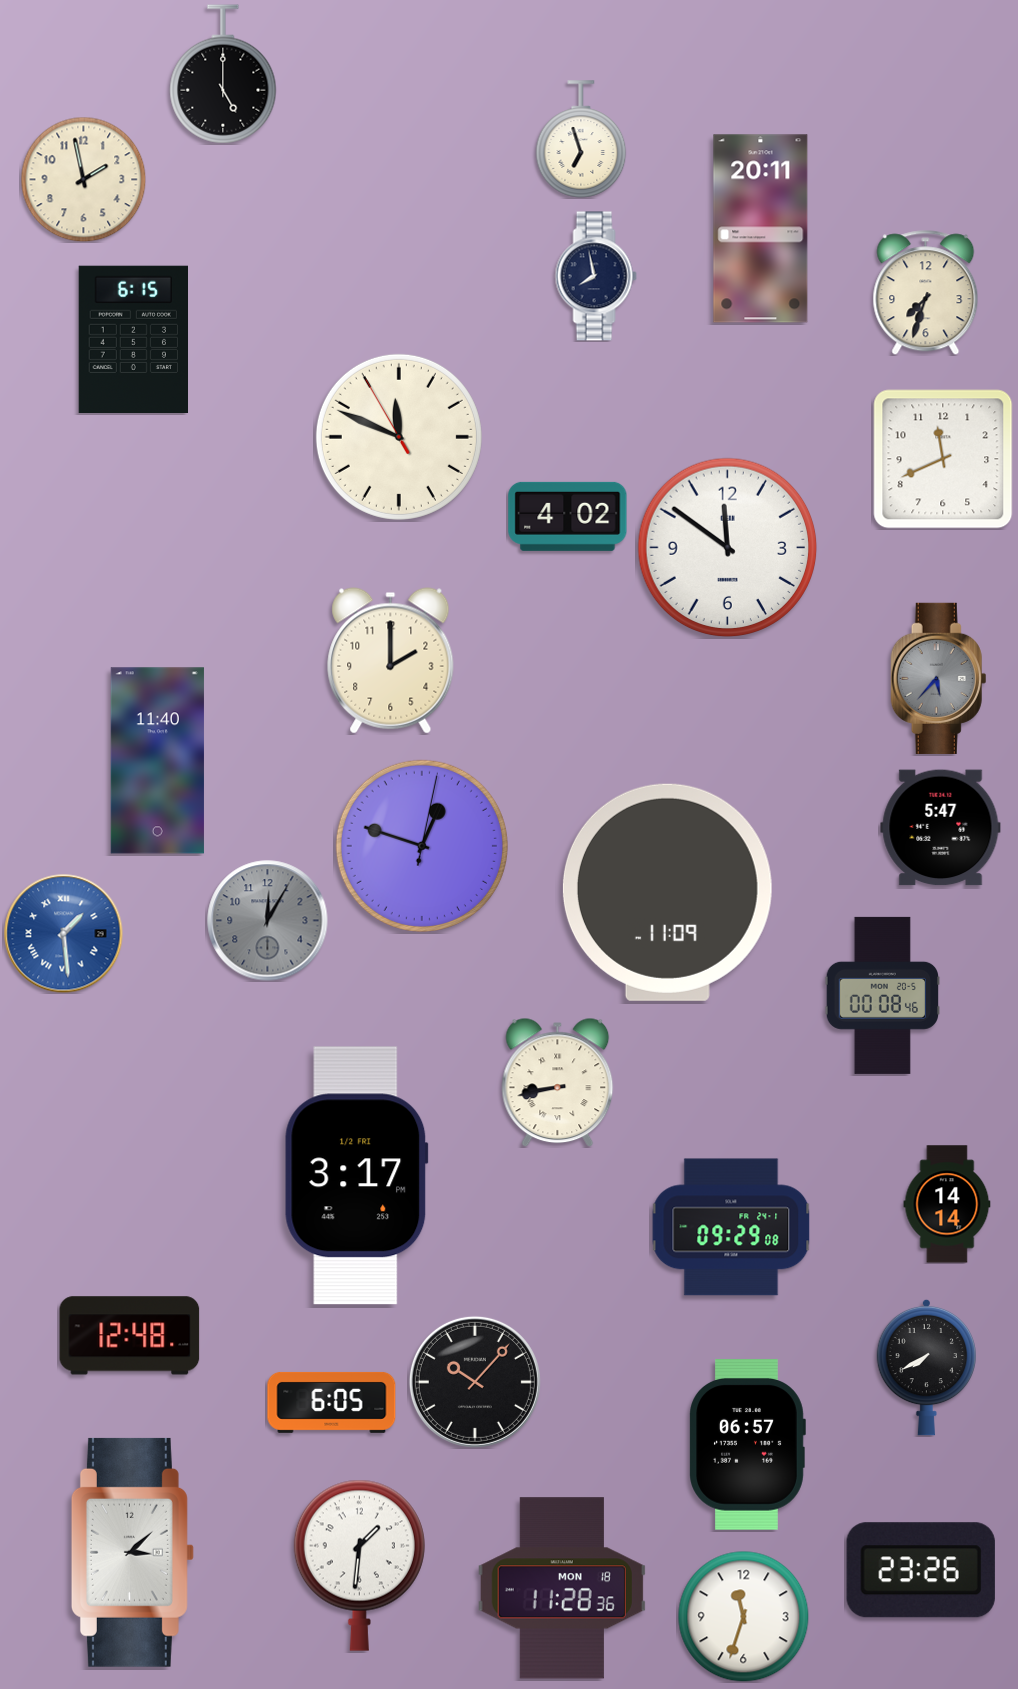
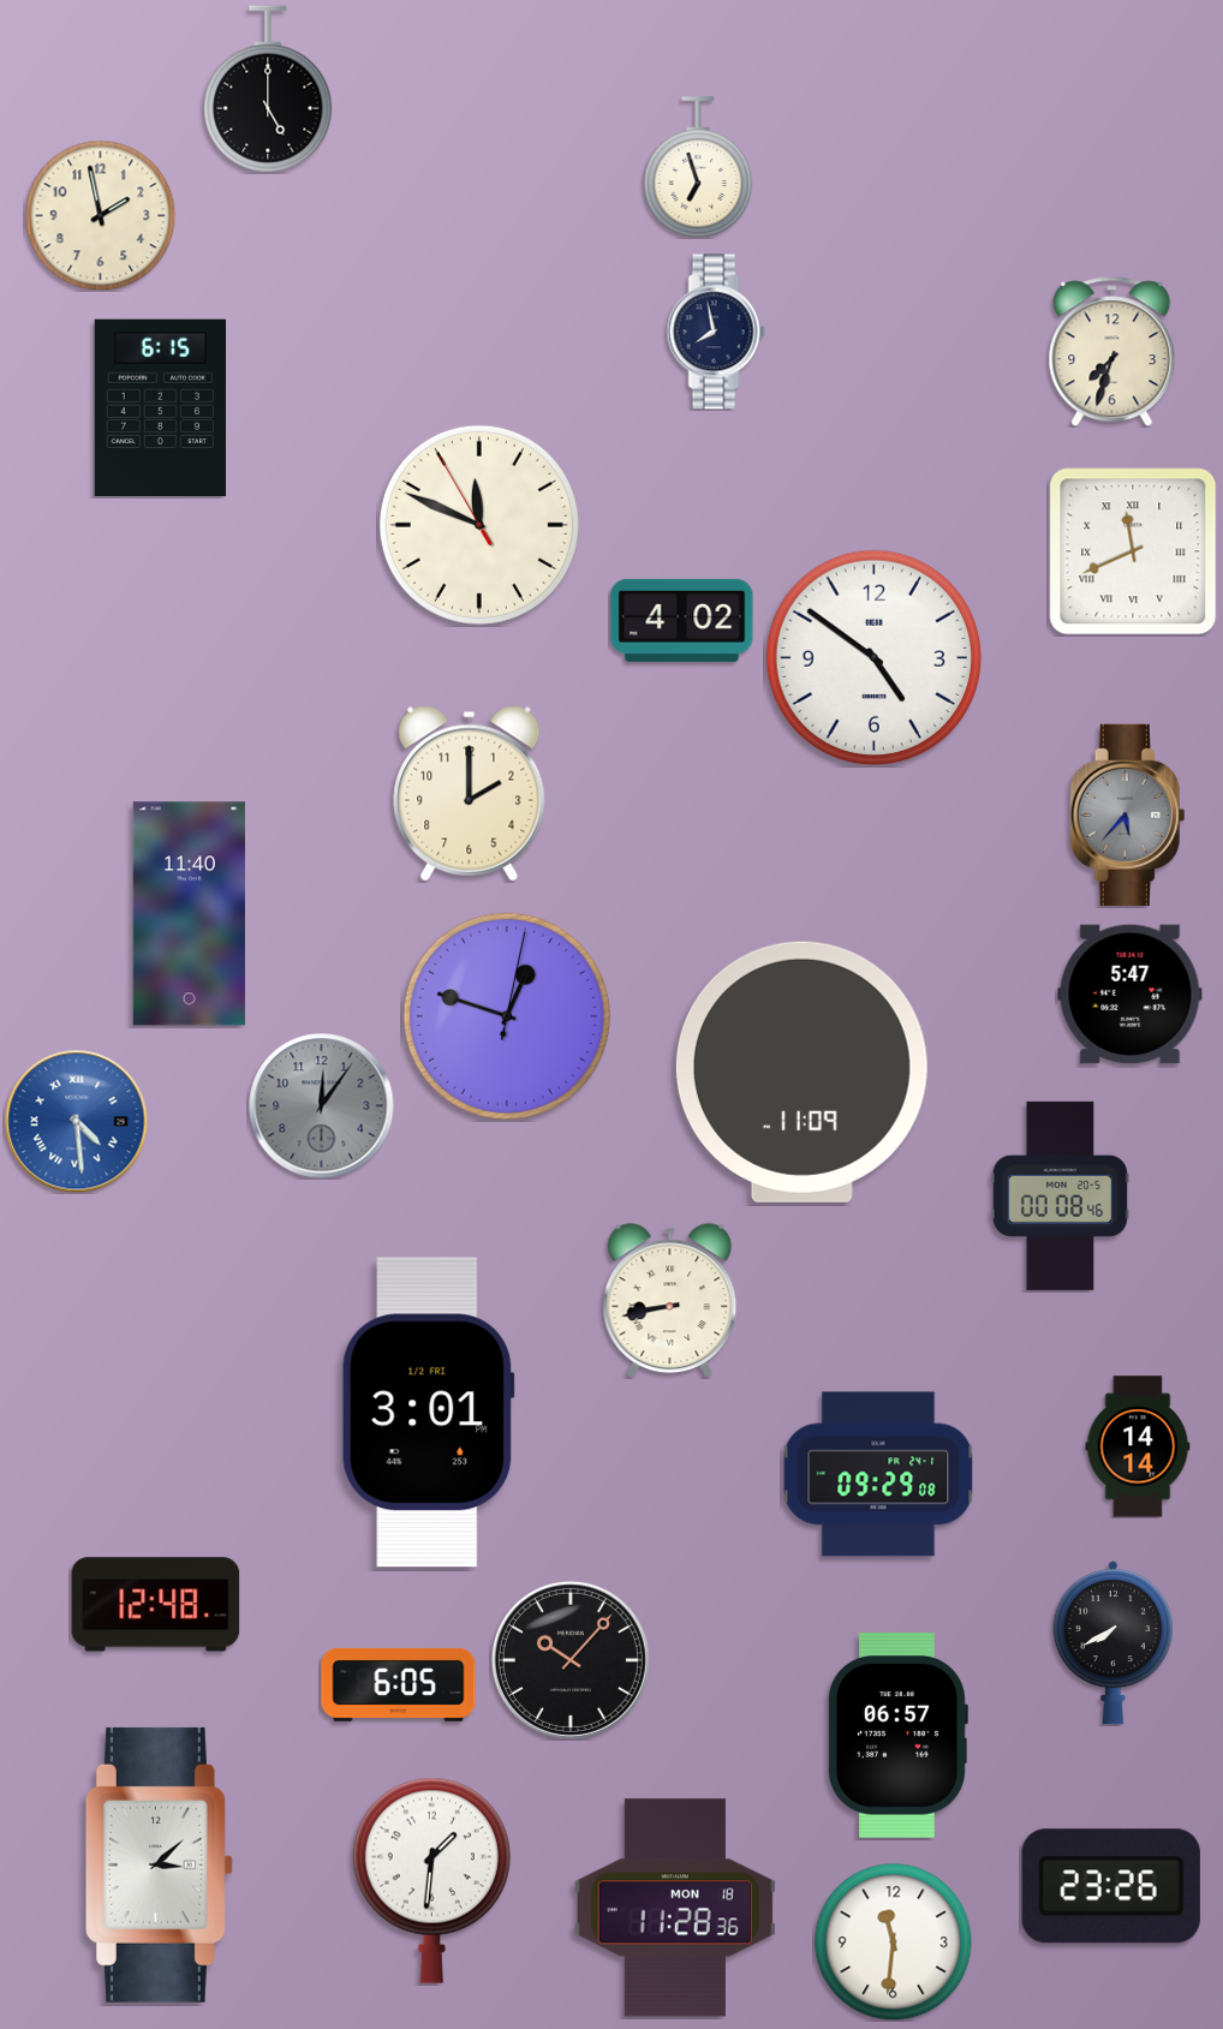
clock at (761, 229): 20:11 -> none
clock at (943, 459) numerals: Arabic -> Roman
clock at (728, 548): 11:51 -> 4:51
clock at (268, 921): 12:05 -> 12:06
clock at (64, 934): 1:29 -> 4:29
clock at (357, 1176): 3:17 -> 3:01
clock at (921, 1570) position: (921, 1570) -> (1111, 1886)
clock at (744, 1617): 11:33 -> 11:31
